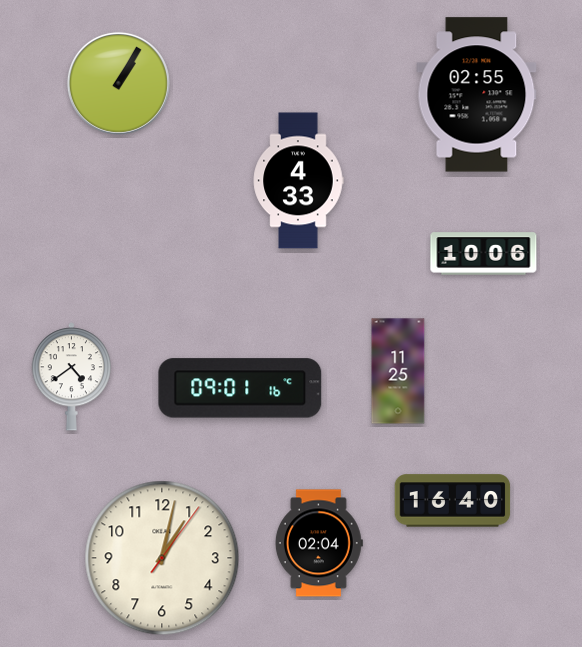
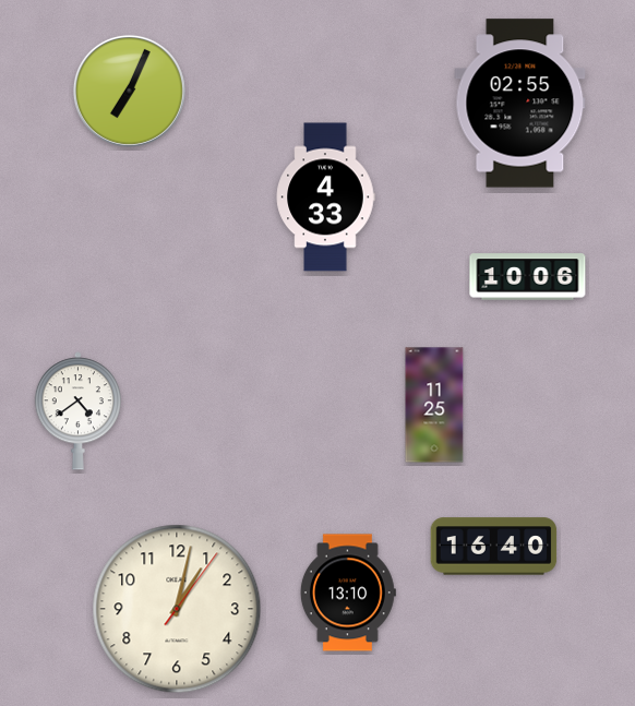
clock at (118, 83): 1:05 -> 7:04
clock at (240, 388): 09:01 -> none
clock at (319, 543): 02:04 -> 13:10
